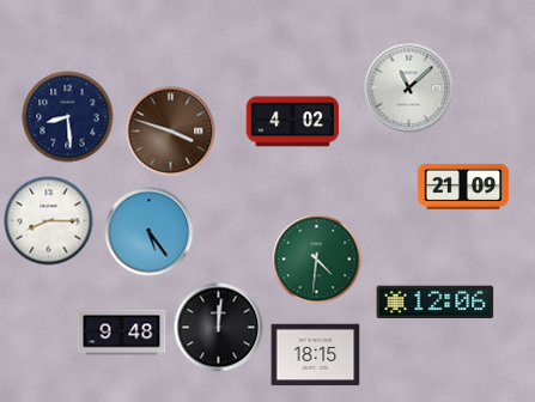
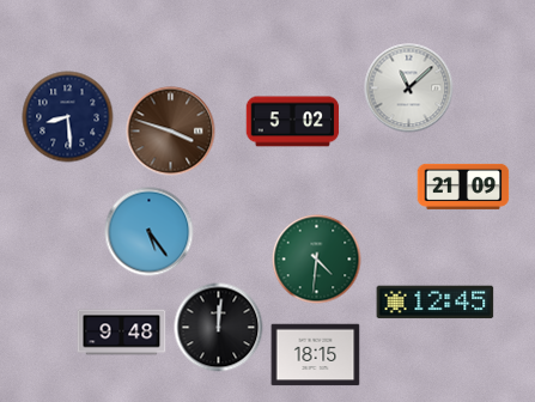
clock at (293, 122): 4:02 -> 5:02
clock at (49, 221): 8:15 -> none
clock at (436, 303): 12:06 -> 12:45
